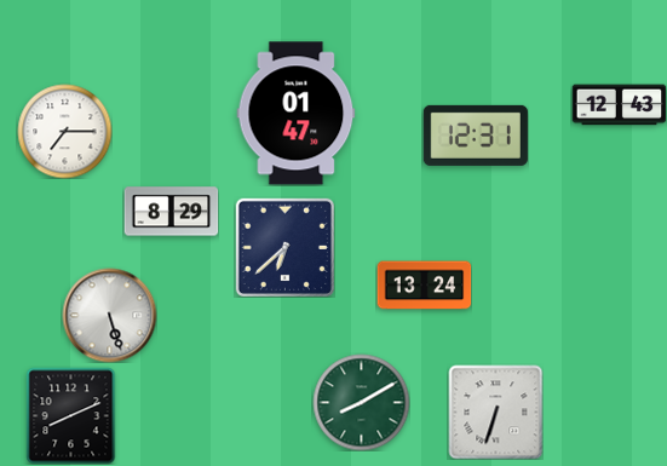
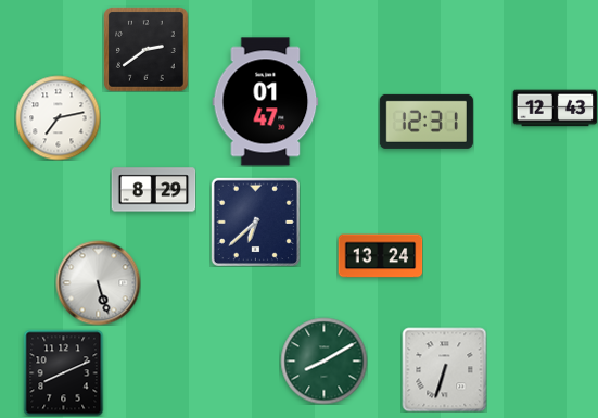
clock at (145, 49): none -> 2:39
clock at (619, 105) position: (619, 105) -> (555, 109)
clock at (64, 131): 7:15 -> 7:13
